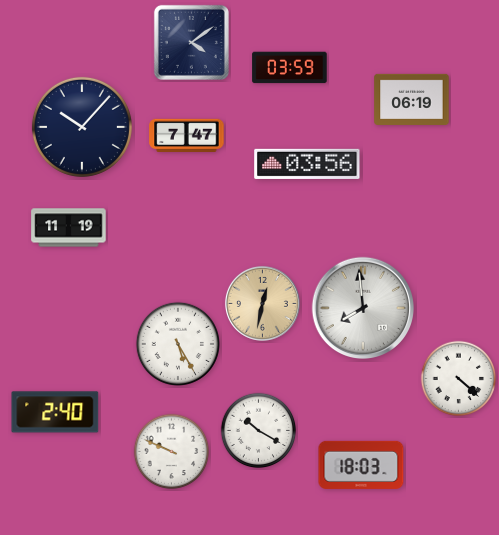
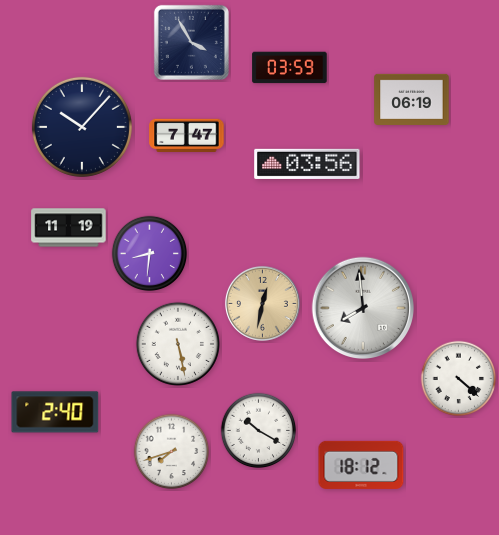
clock at (191, 42): 4:09 -> 3:55
clock at (150, 254): none -> 8:31
clock at (177, 343): 5:25 -> 5:28
clock at (172, 452): 9:49 -> 7:42
clock at (361, 465): 18:03 -> 18:12
